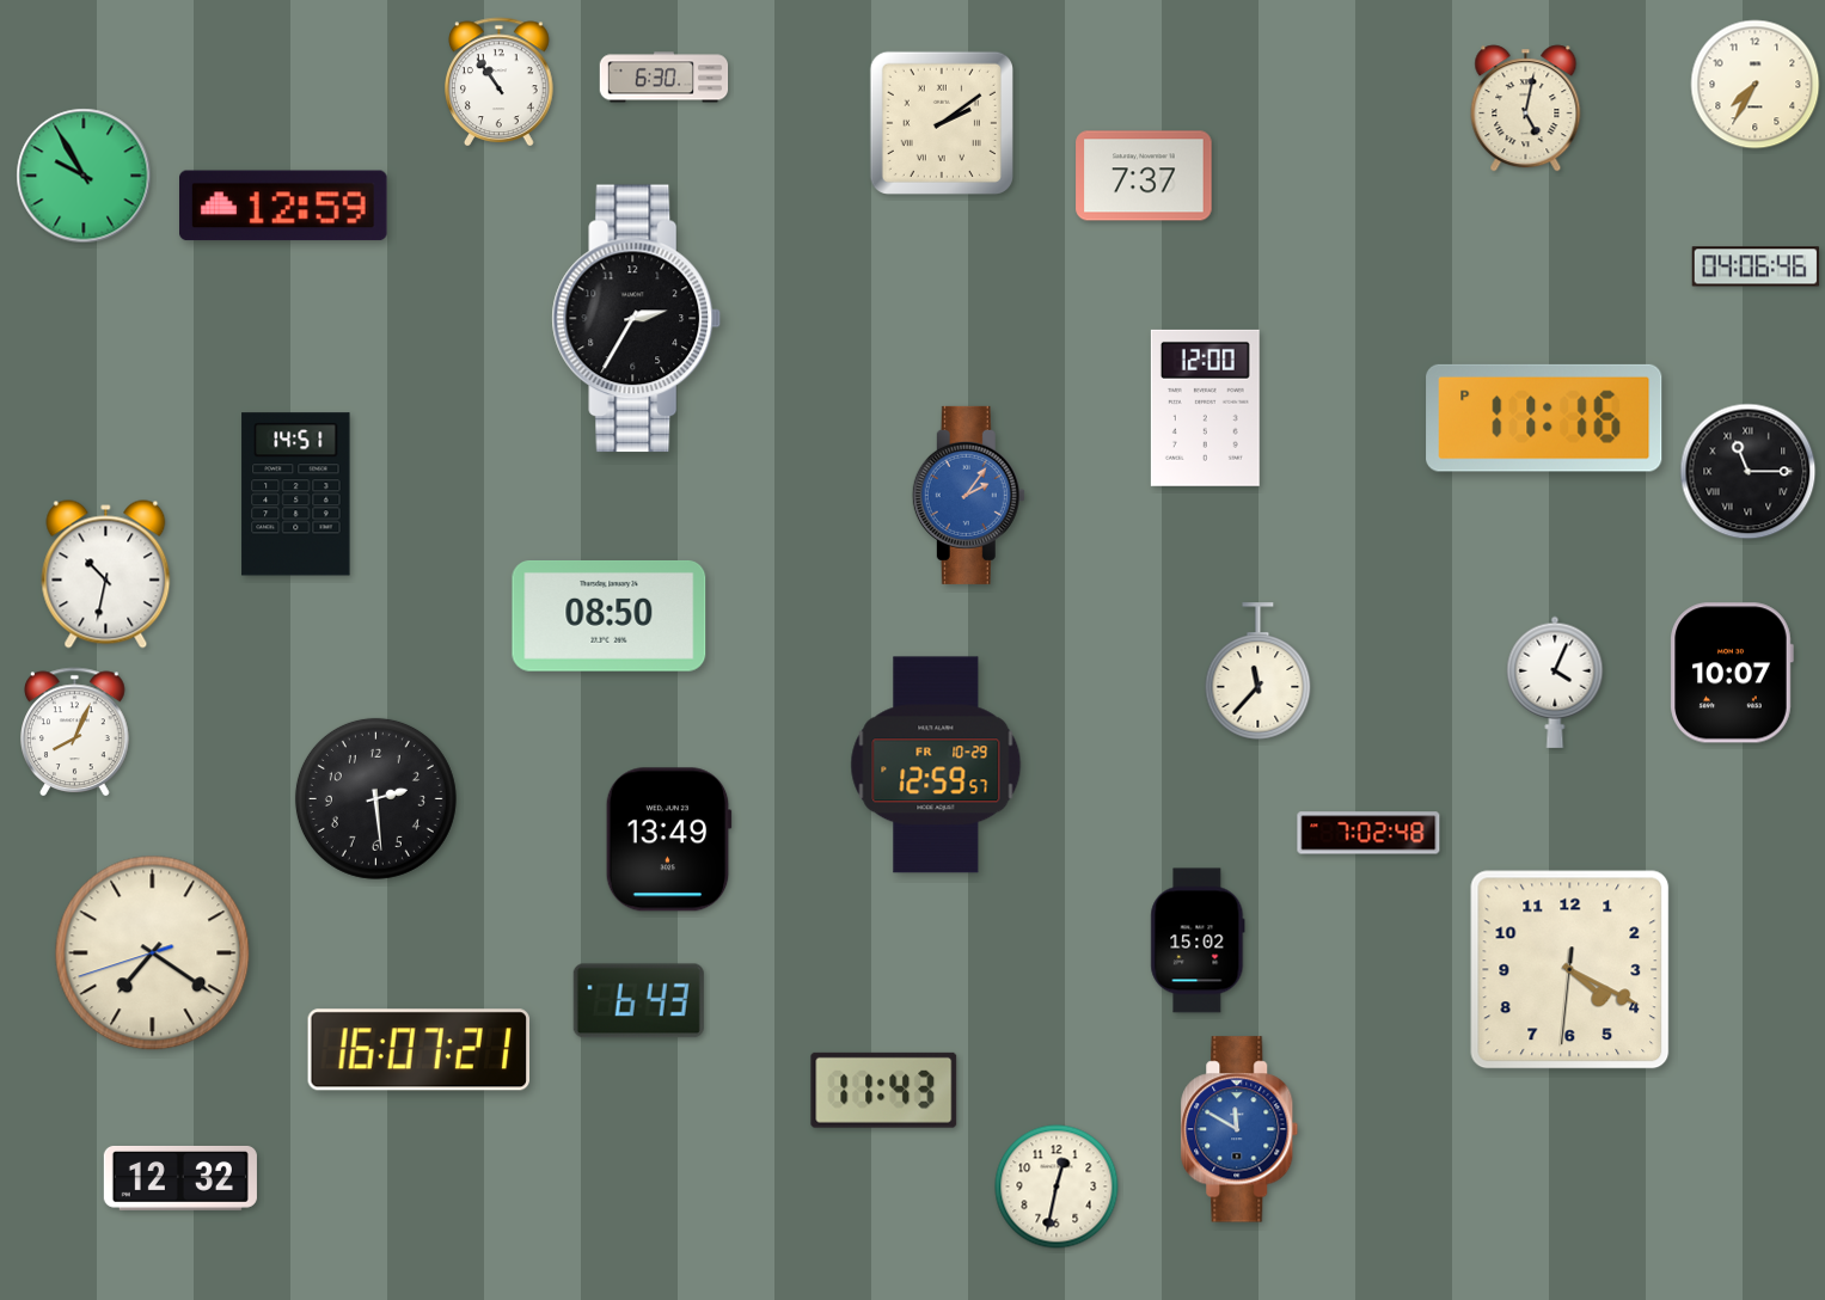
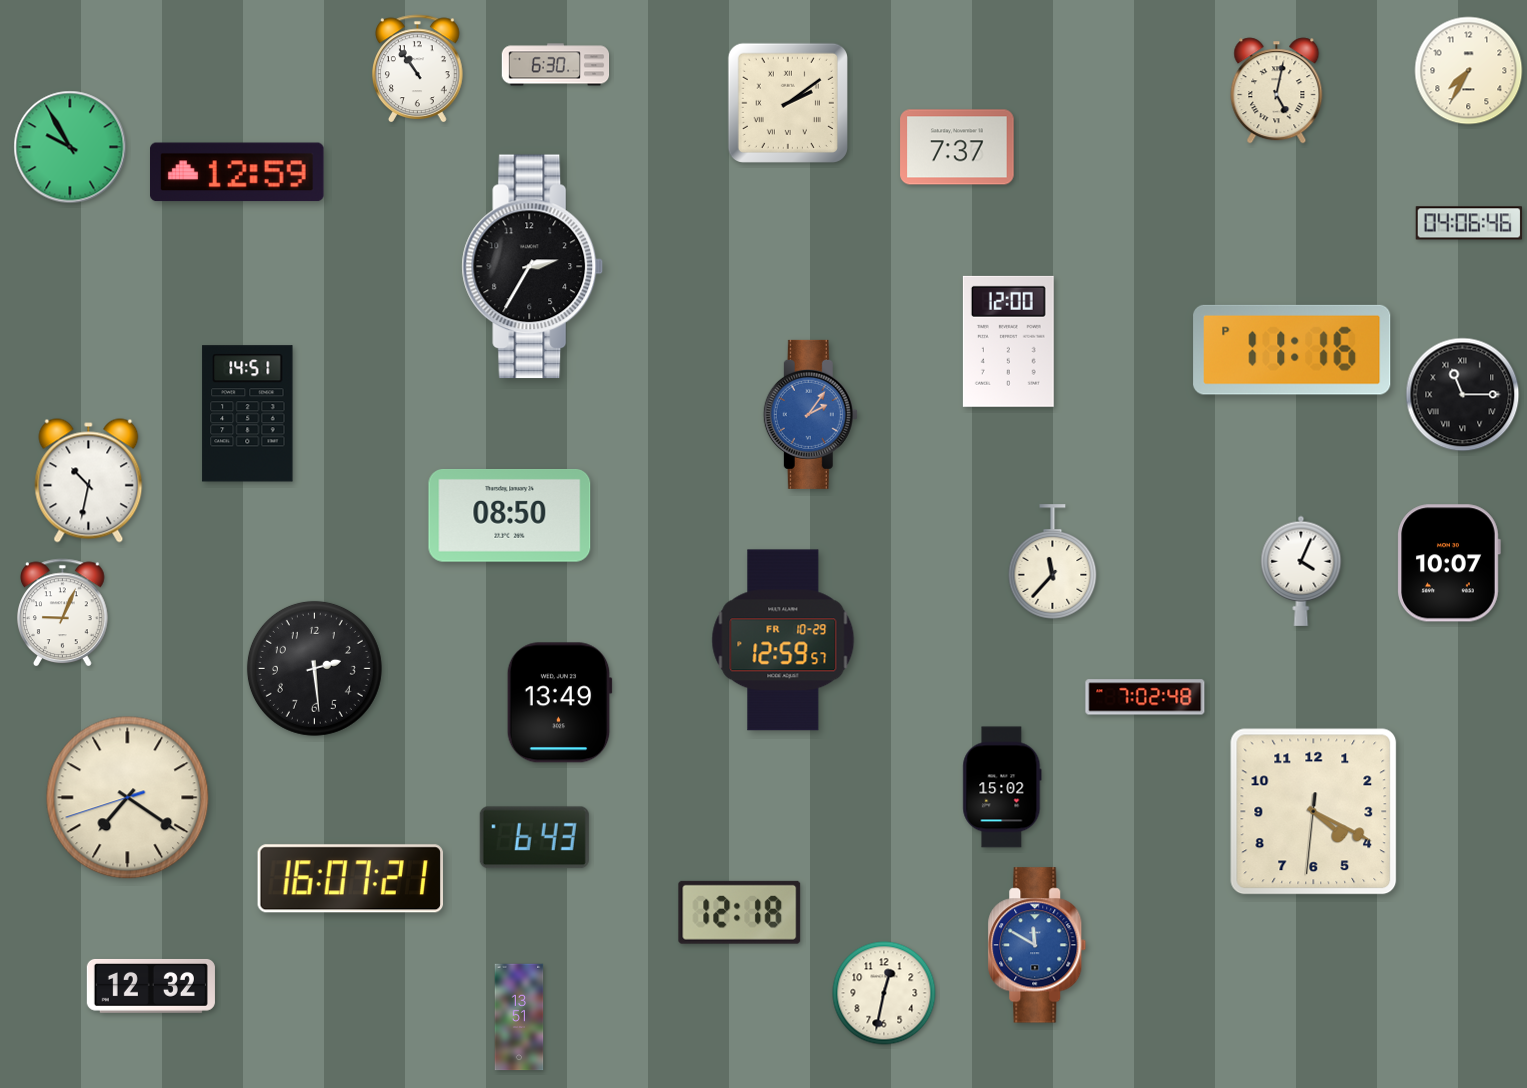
clock at (75, 732): 8:04 -> 9:04
clock at (884, 1090): 11:43 -> 12:18
clock at (519, 1017): none -> 13:51
